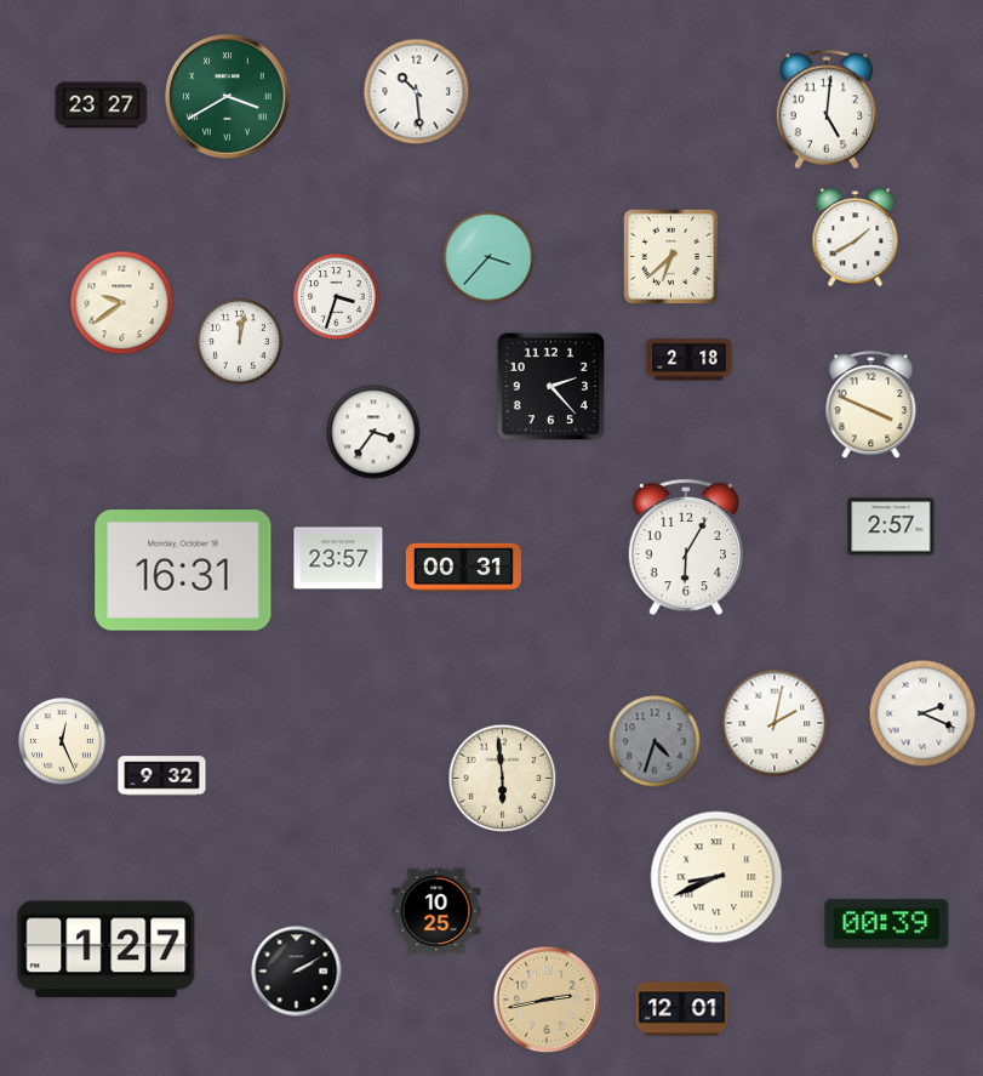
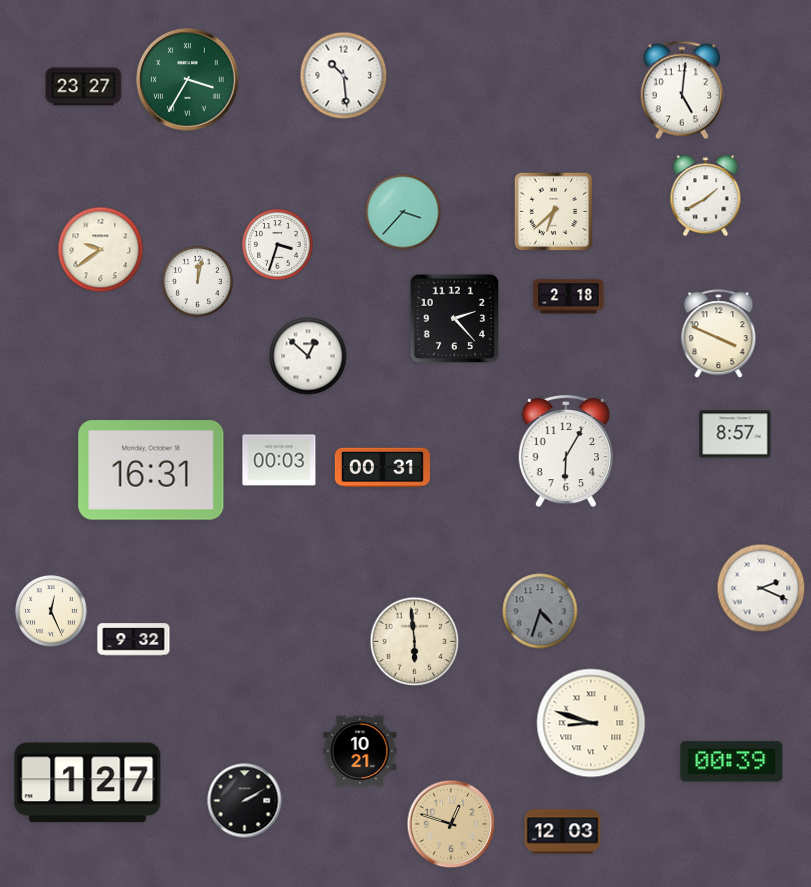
clock at (228, 97): 3:40 -> 3:35
clock at (373, 432): 3:36 -> 12:52
clock at (891, 526): 2:57 -> 8:57
clock at (338, 558): 23:57 -> 00:03
clock at (775, 723): 2:02 -> none
clock at (716, 877): 8:41 -> 8:48
clock at (436, 911): 10:25 -> 10:21
clock at (547, 1000): 2:43 -> 12:48
clock at (682, 1009): 12:01 -> 12:03
